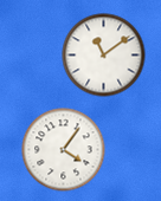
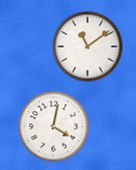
clock at (64, 150): 4:06 -> 4:02
